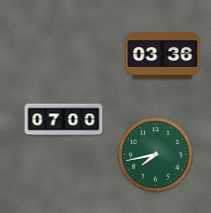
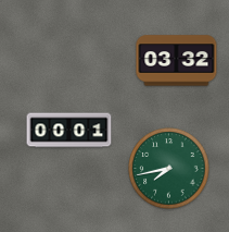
clock at (163, 56): 03:36 -> 03:32
clock at (64, 120): 07:00 -> 00:01
